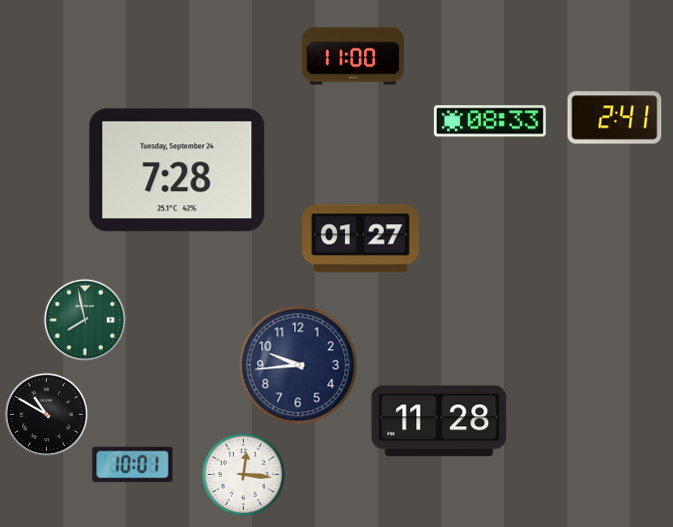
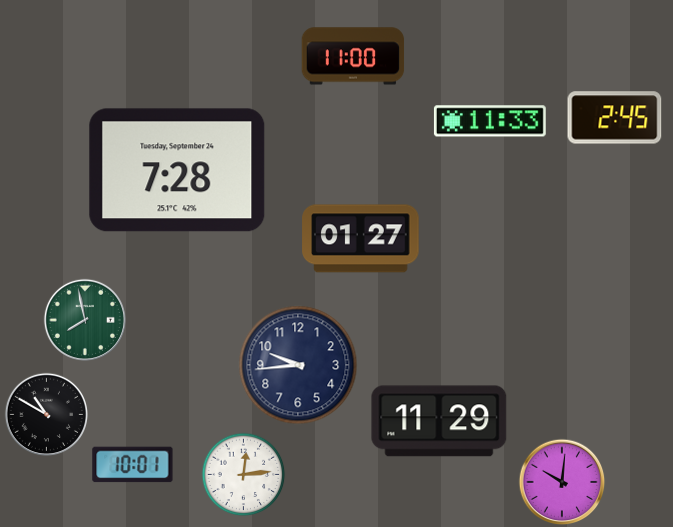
clock at (615, 118): 2:41 -> 2:45
clock at (490, 121): 08:33 -> 11:33
clock at (439, 421): 11:28 -> 11:29
clock at (243, 474): 12:16 -> 12:14
clock at (562, 482): none -> 10:01
